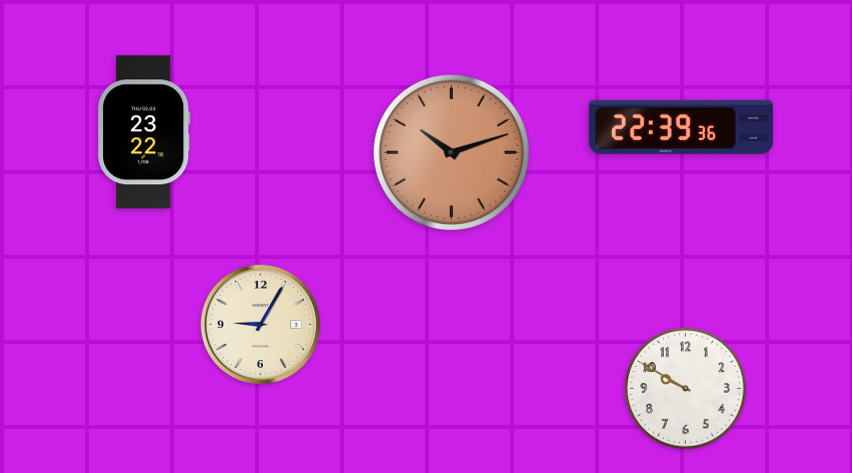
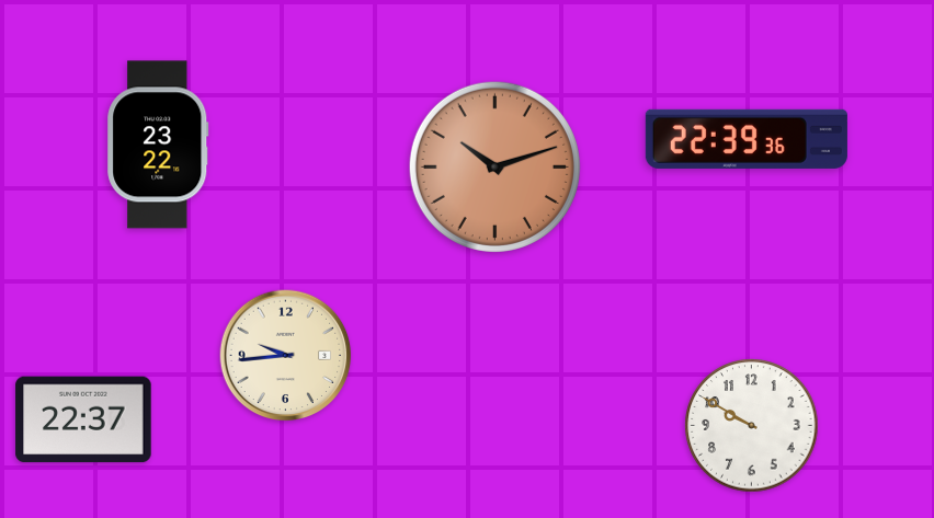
clock at (261, 325): 9:05 -> 9:44
clock at (83, 419): none -> 22:37
